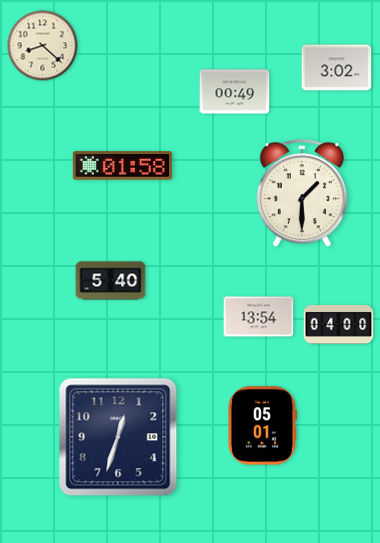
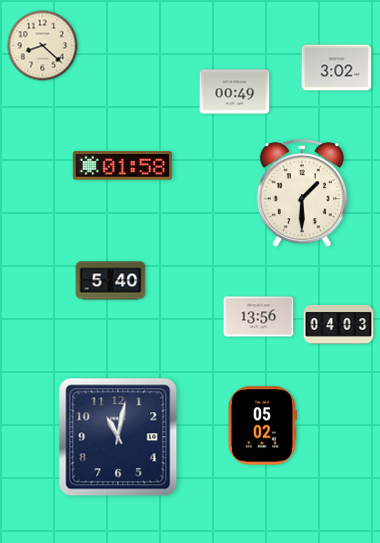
clock at (259, 317): 13:54 -> 13:56
clock at (339, 325): 04:00 -> 04:03
clock at (262, 426): 05:01 -> 05:02
clock at (118, 437): 12:33 -> 11:02
